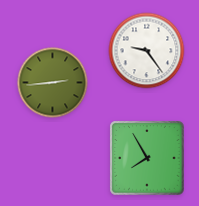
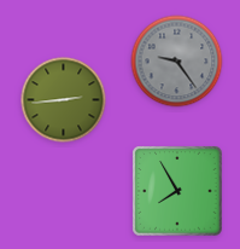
clock at (147, 51) dial: white -> grey
